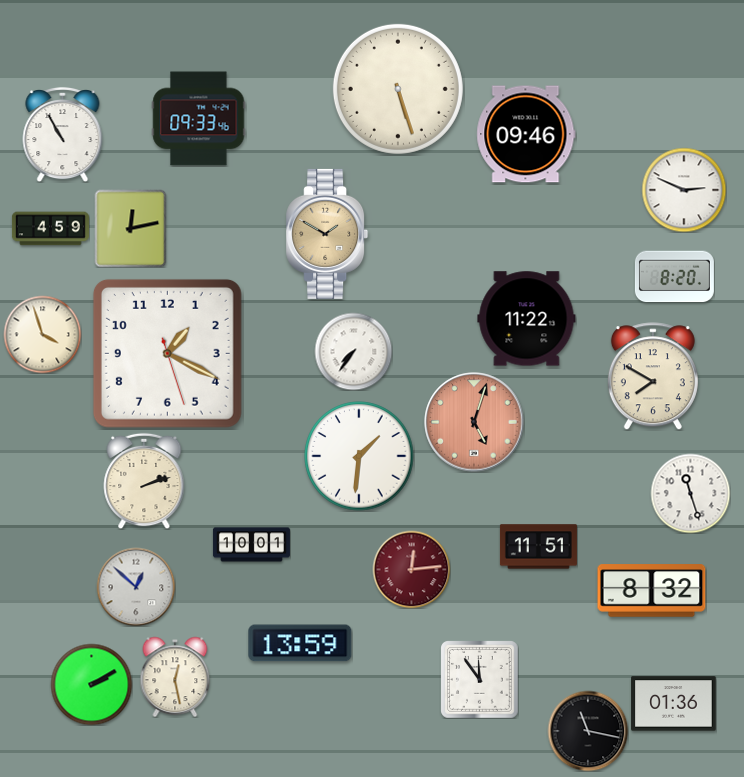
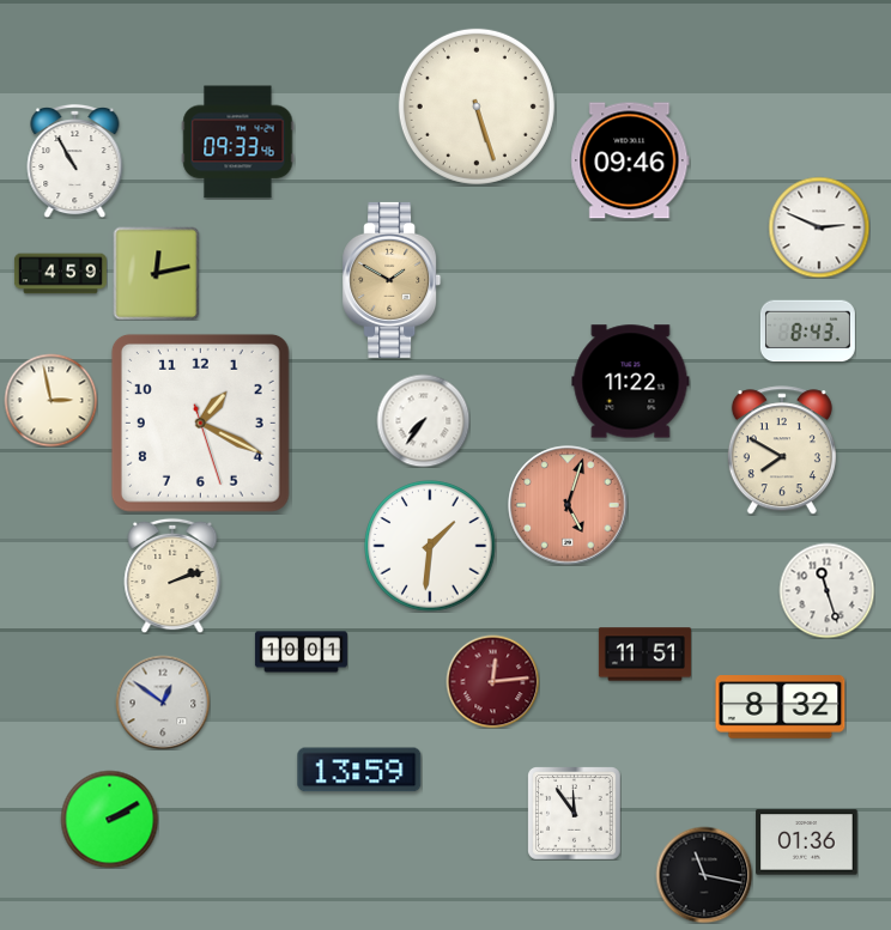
clock at (674, 277): 8:20 -> 8:43
clock at (42, 334): 3:57 -> 2:58
clock at (136, 587): 12:52 -> 12:51
clock at (175, 677): 12:28 -> none
